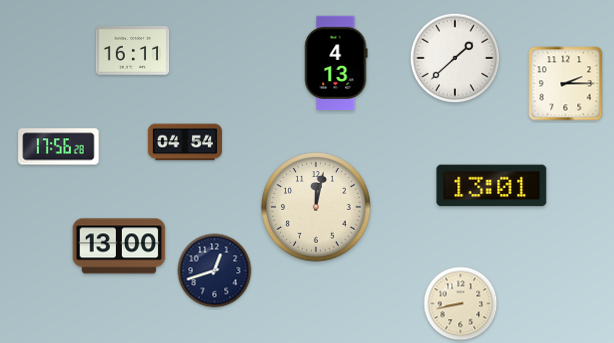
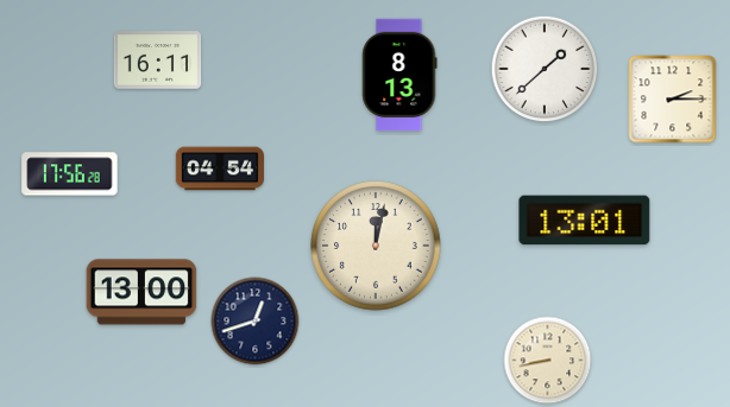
clock at (455, 58) position: (455, 58) -> (545, 69)
clock at (336, 63): 4:13 -> 8:13
